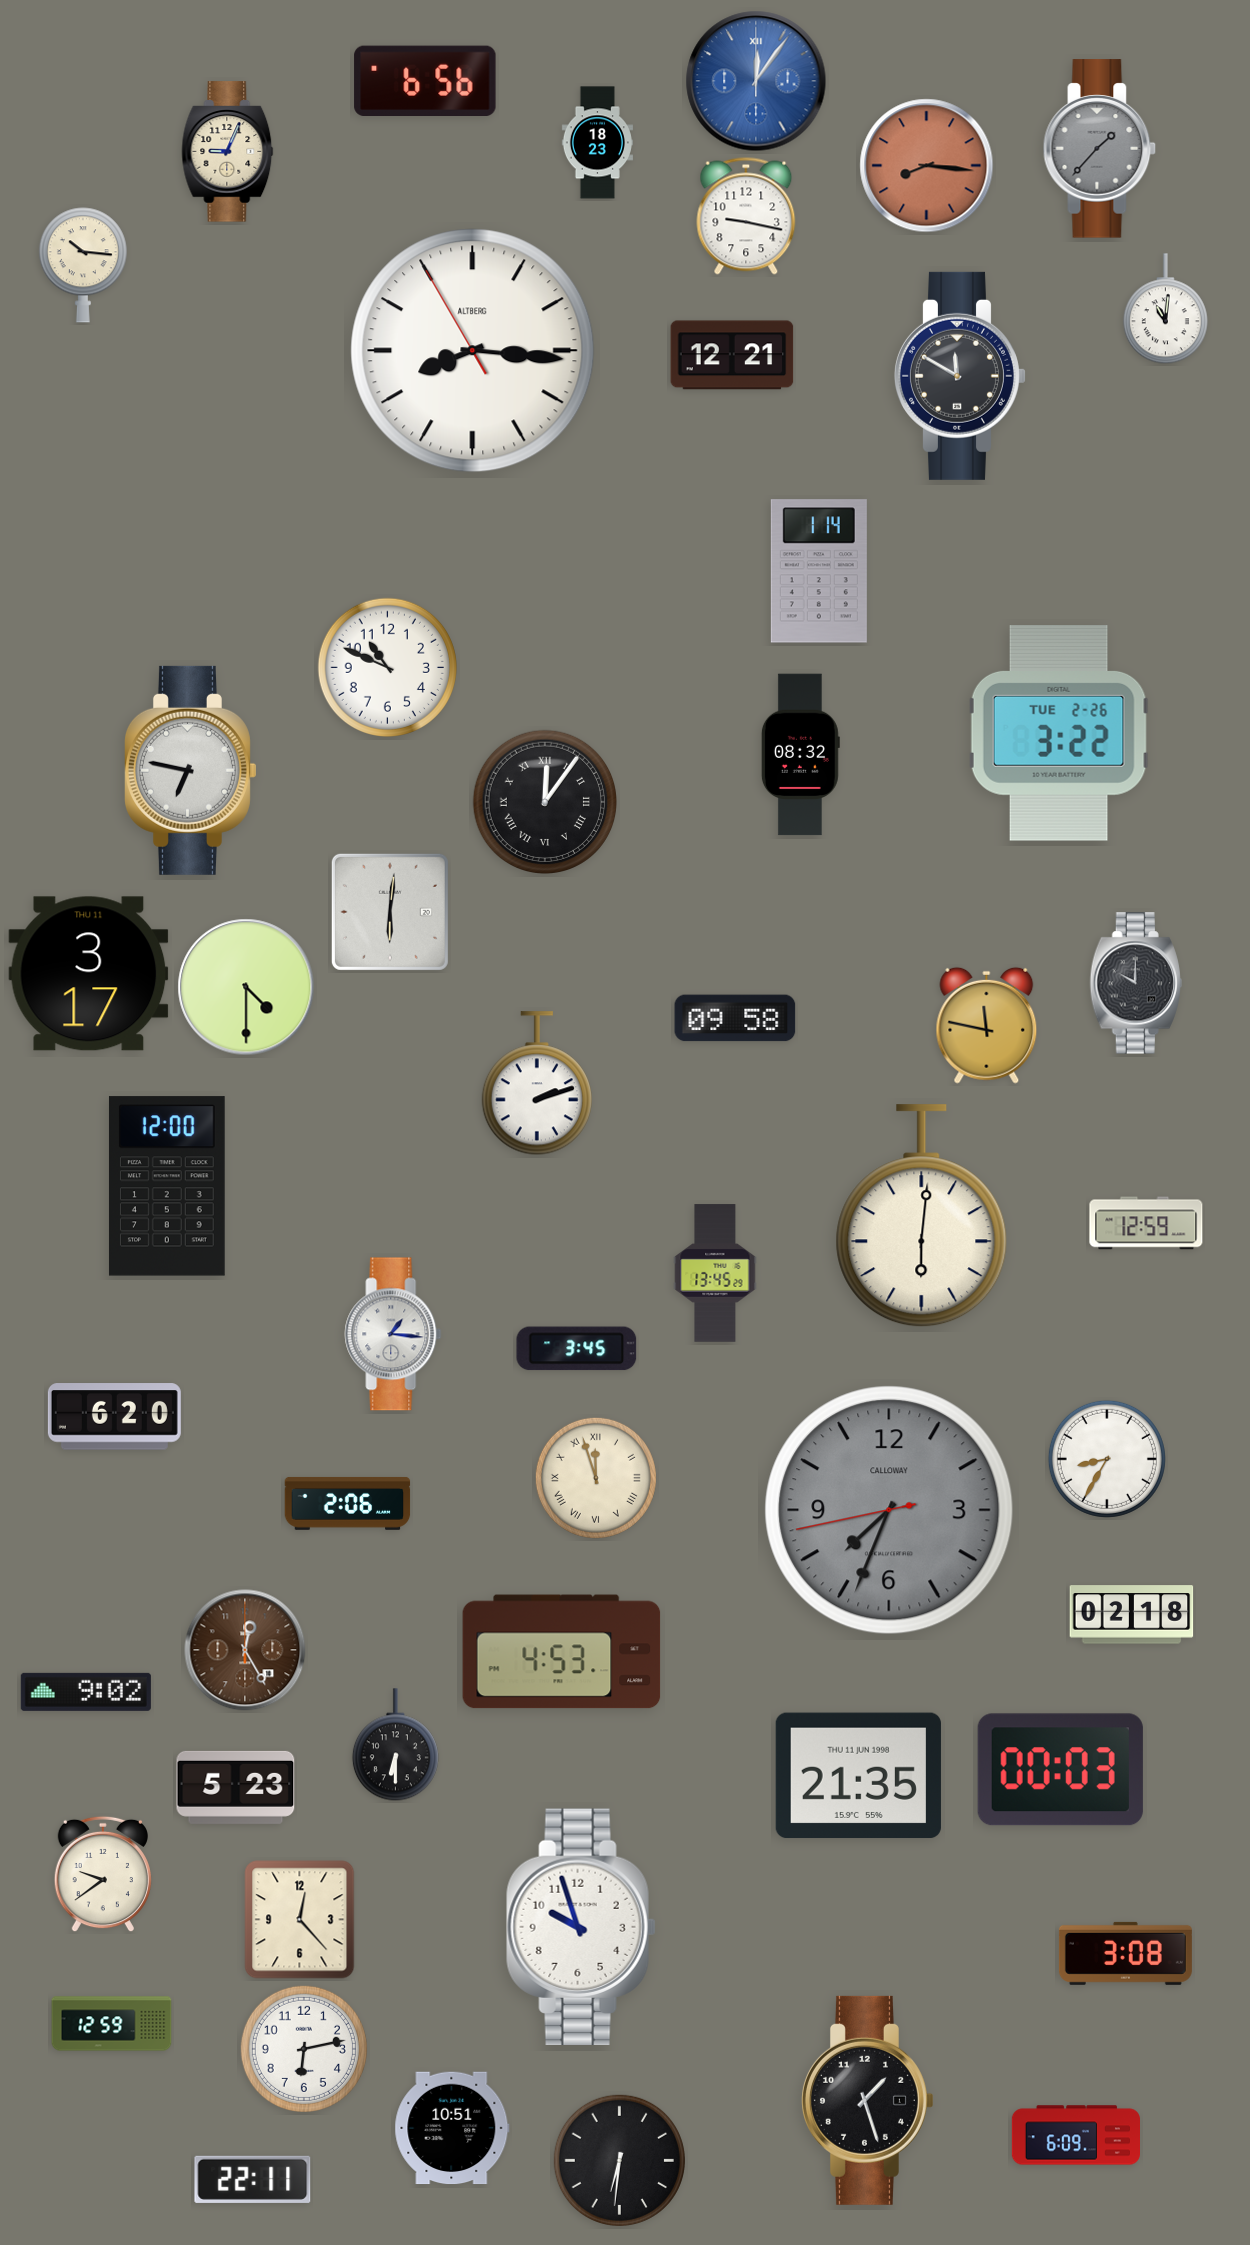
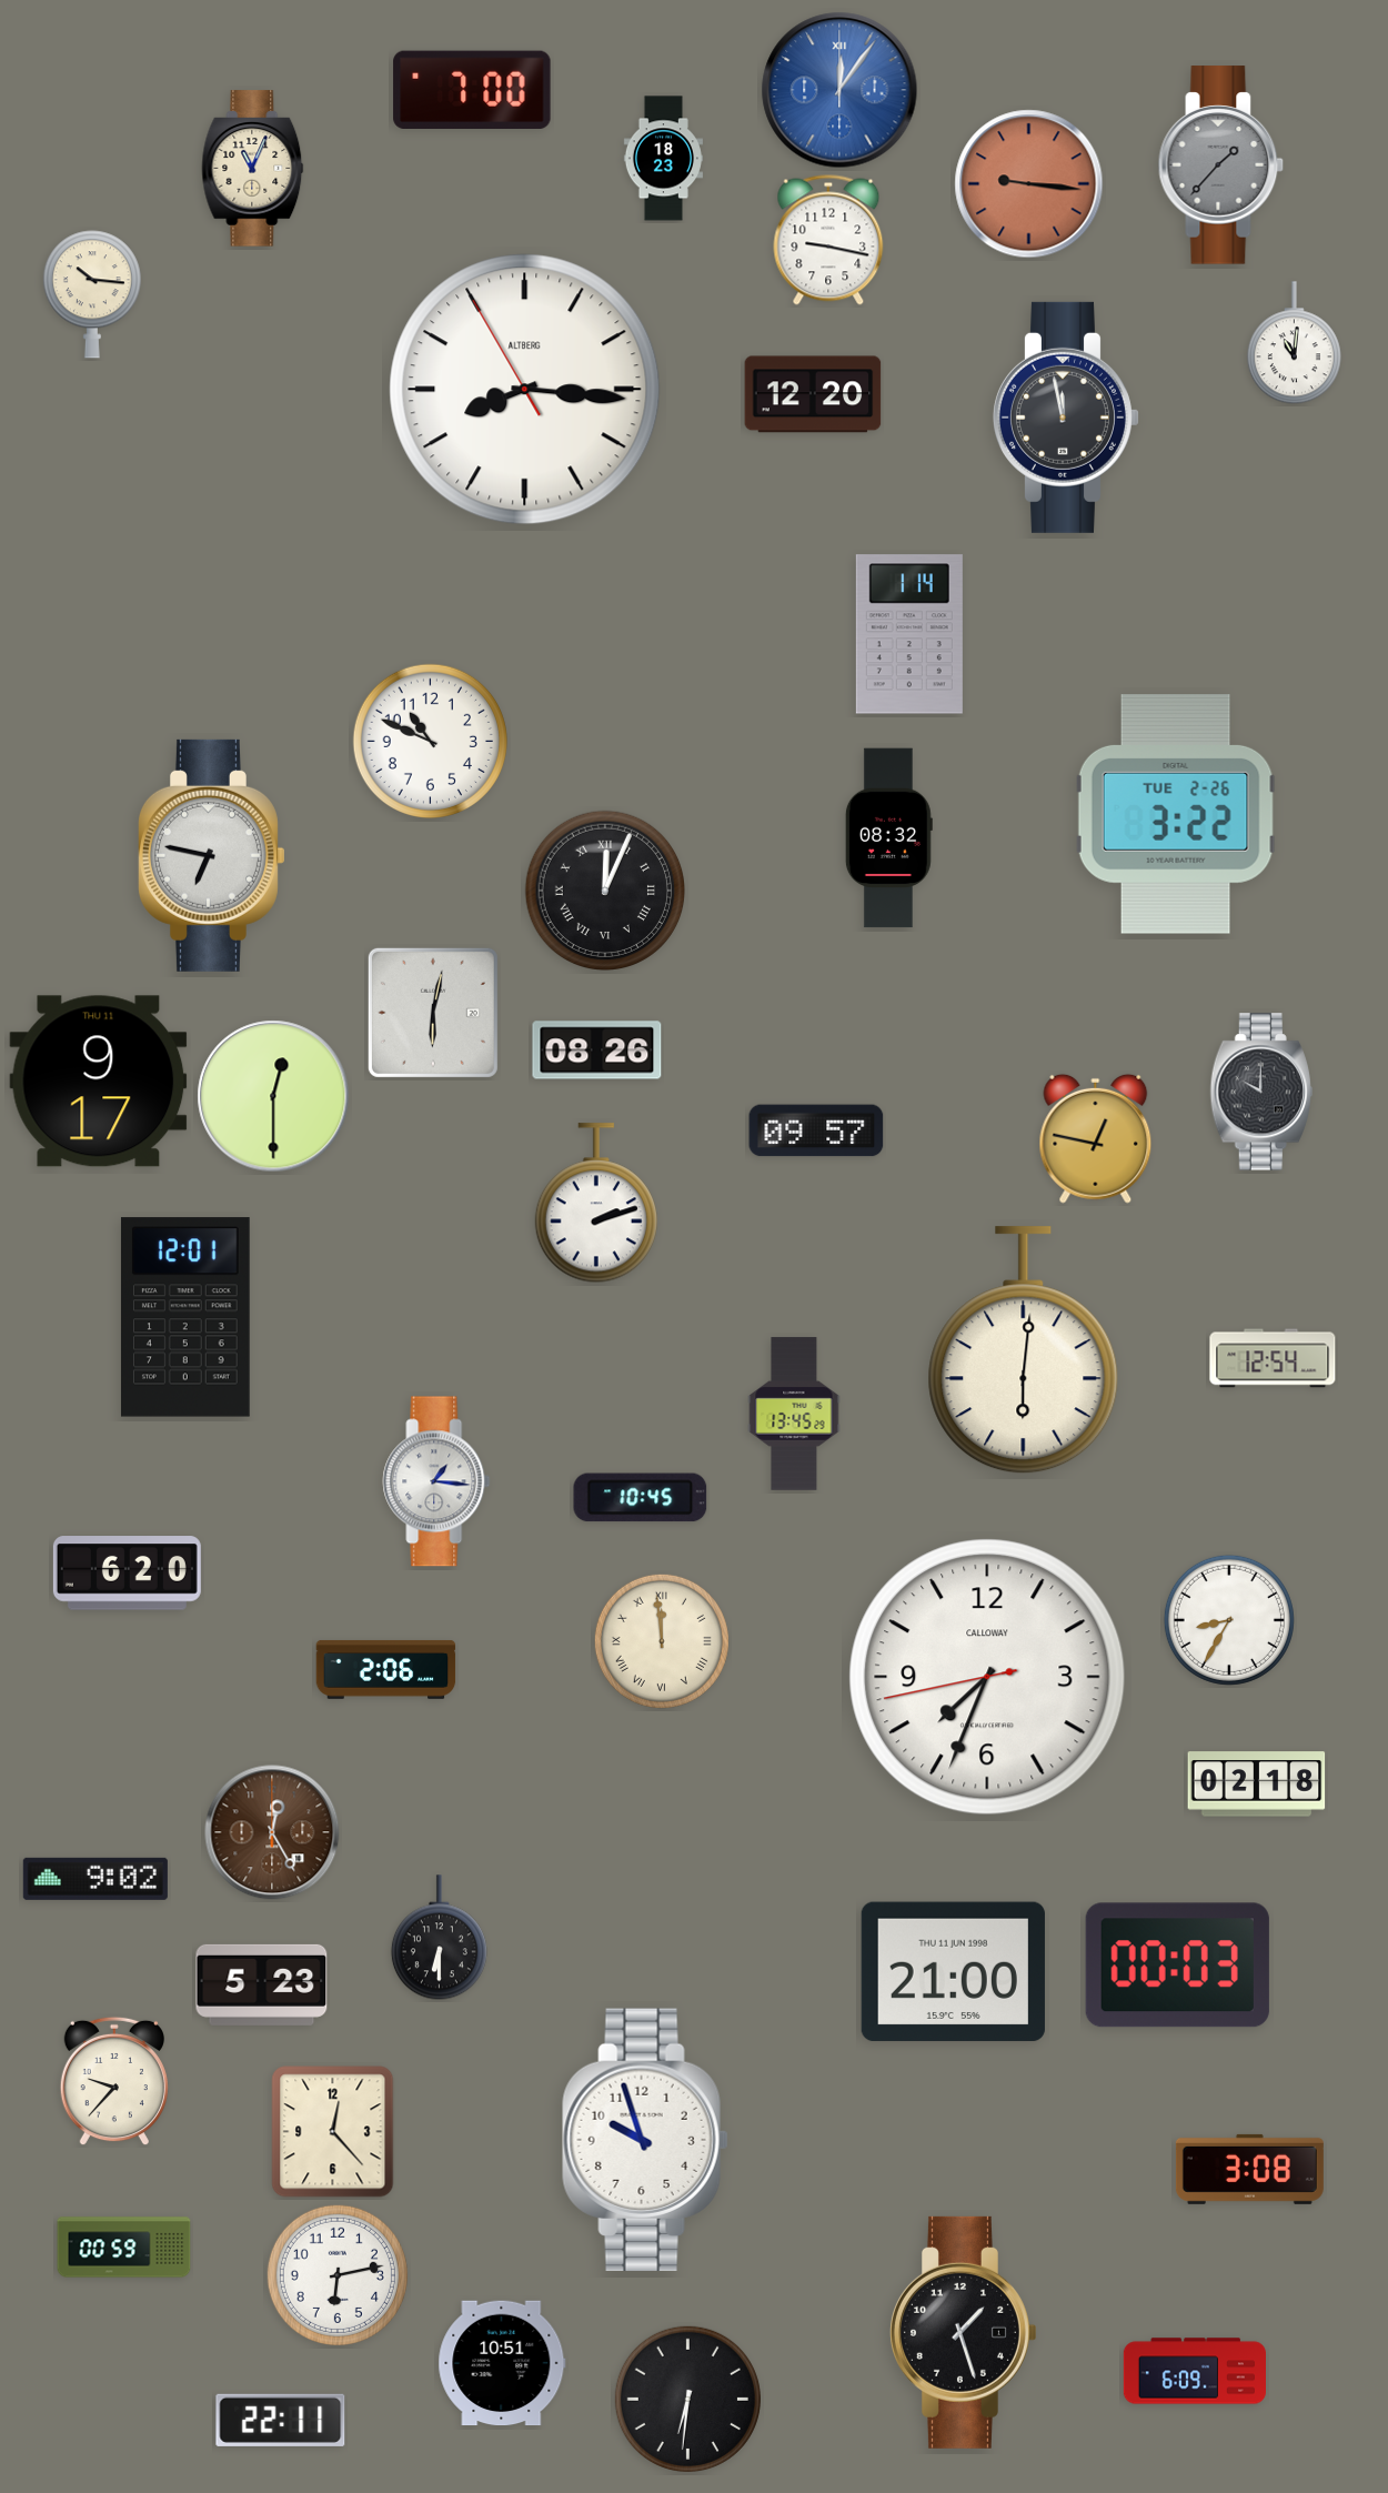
clock at (425, 80): 6:56 -> 7:00
clock at (228, 152): 9:04 -> 11:04
clock at (927, 166): 8:16 -> 9:16
clock at (732, 355): 12:21 -> 12:20
clock at (960, 376): 11:50 -> 11:58
clock at (544, 801): 12:06 -> 12:04
clock at (390, 912): 6:01 -> 6:02
clock at (597, 1051): none -> 08:26
clock at (89, 974): 3:17 -> 9:17
clock at (246, 987): 4:30 -> 12:30
clock at (735, 1018): 09:58 -> 09:57
clock at (987, 1025): 11:47 -> 12:47
clock at (167, 1186): 12:00 -> 12:01
clock at (1146, 1223): 12:59 -> 12:54
clock at (577, 1349): 3:45 -> 10:45
clock at (596, 1478): 11:57 -> 11:59
clock at (889, 1510) dial: grey -> white
clock at (1132, 1615) position: (1132, 1615) -> (1257, 1785)
clock at (562, 1652): 4:53 -> none
clock at (858, 1776): 21:35 -> 21:00
clock at (103, 1874): 9:39 -> 9:37
clock at (112, 2024): 12:59 -> 00:59
